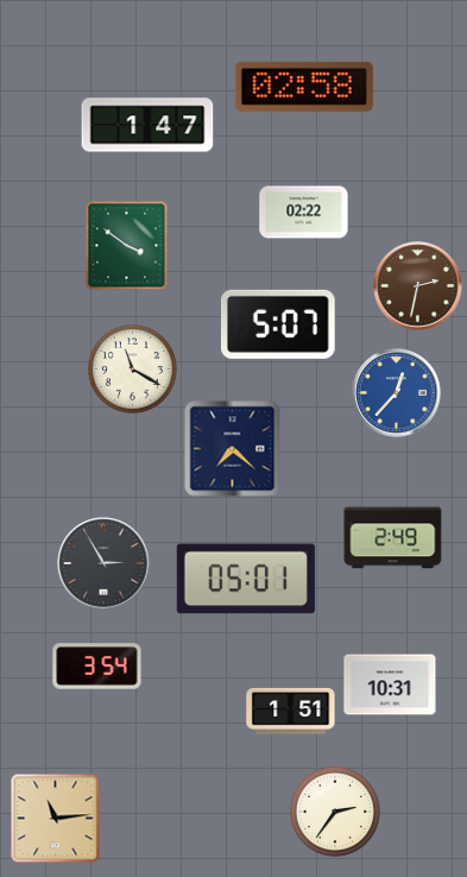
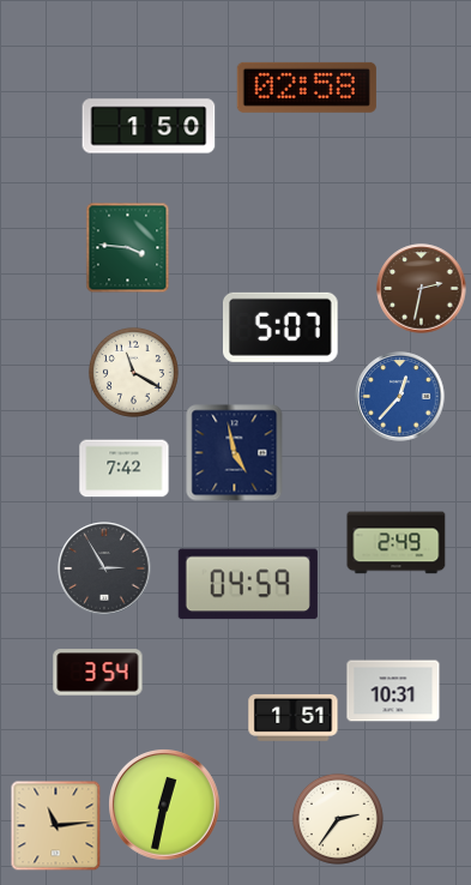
clock at (147, 125): 1:47 -> 1:50
clock at (304, 213): 02:22 -> none
clock at (127, 246): 3:51 -> 3:46
clock at (233, 449): 7:22 -> 4:58
clock at (125, 469): none -> 7:42
clock at (246, 579): 05:01 -> 04:59
clock at (165, 806): none -> 12:32
